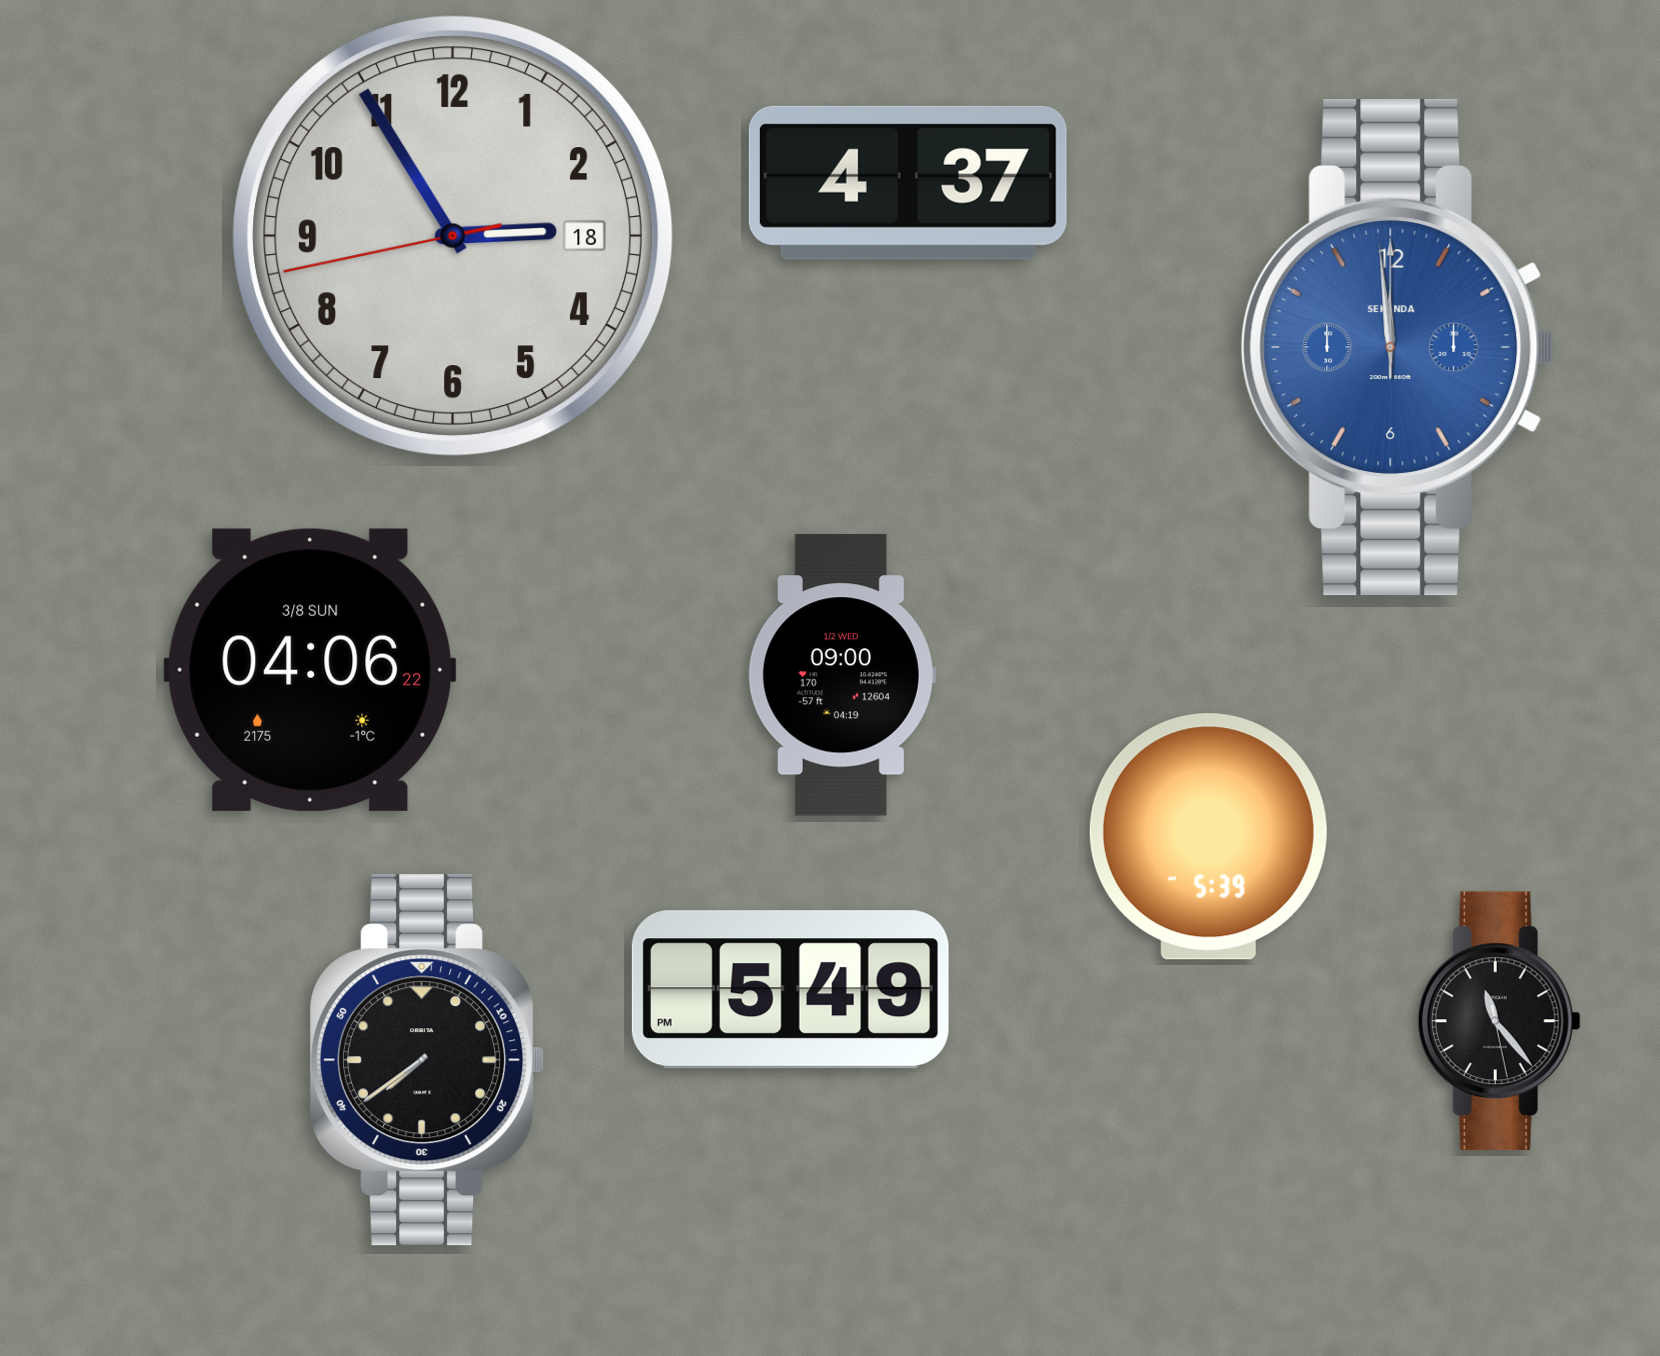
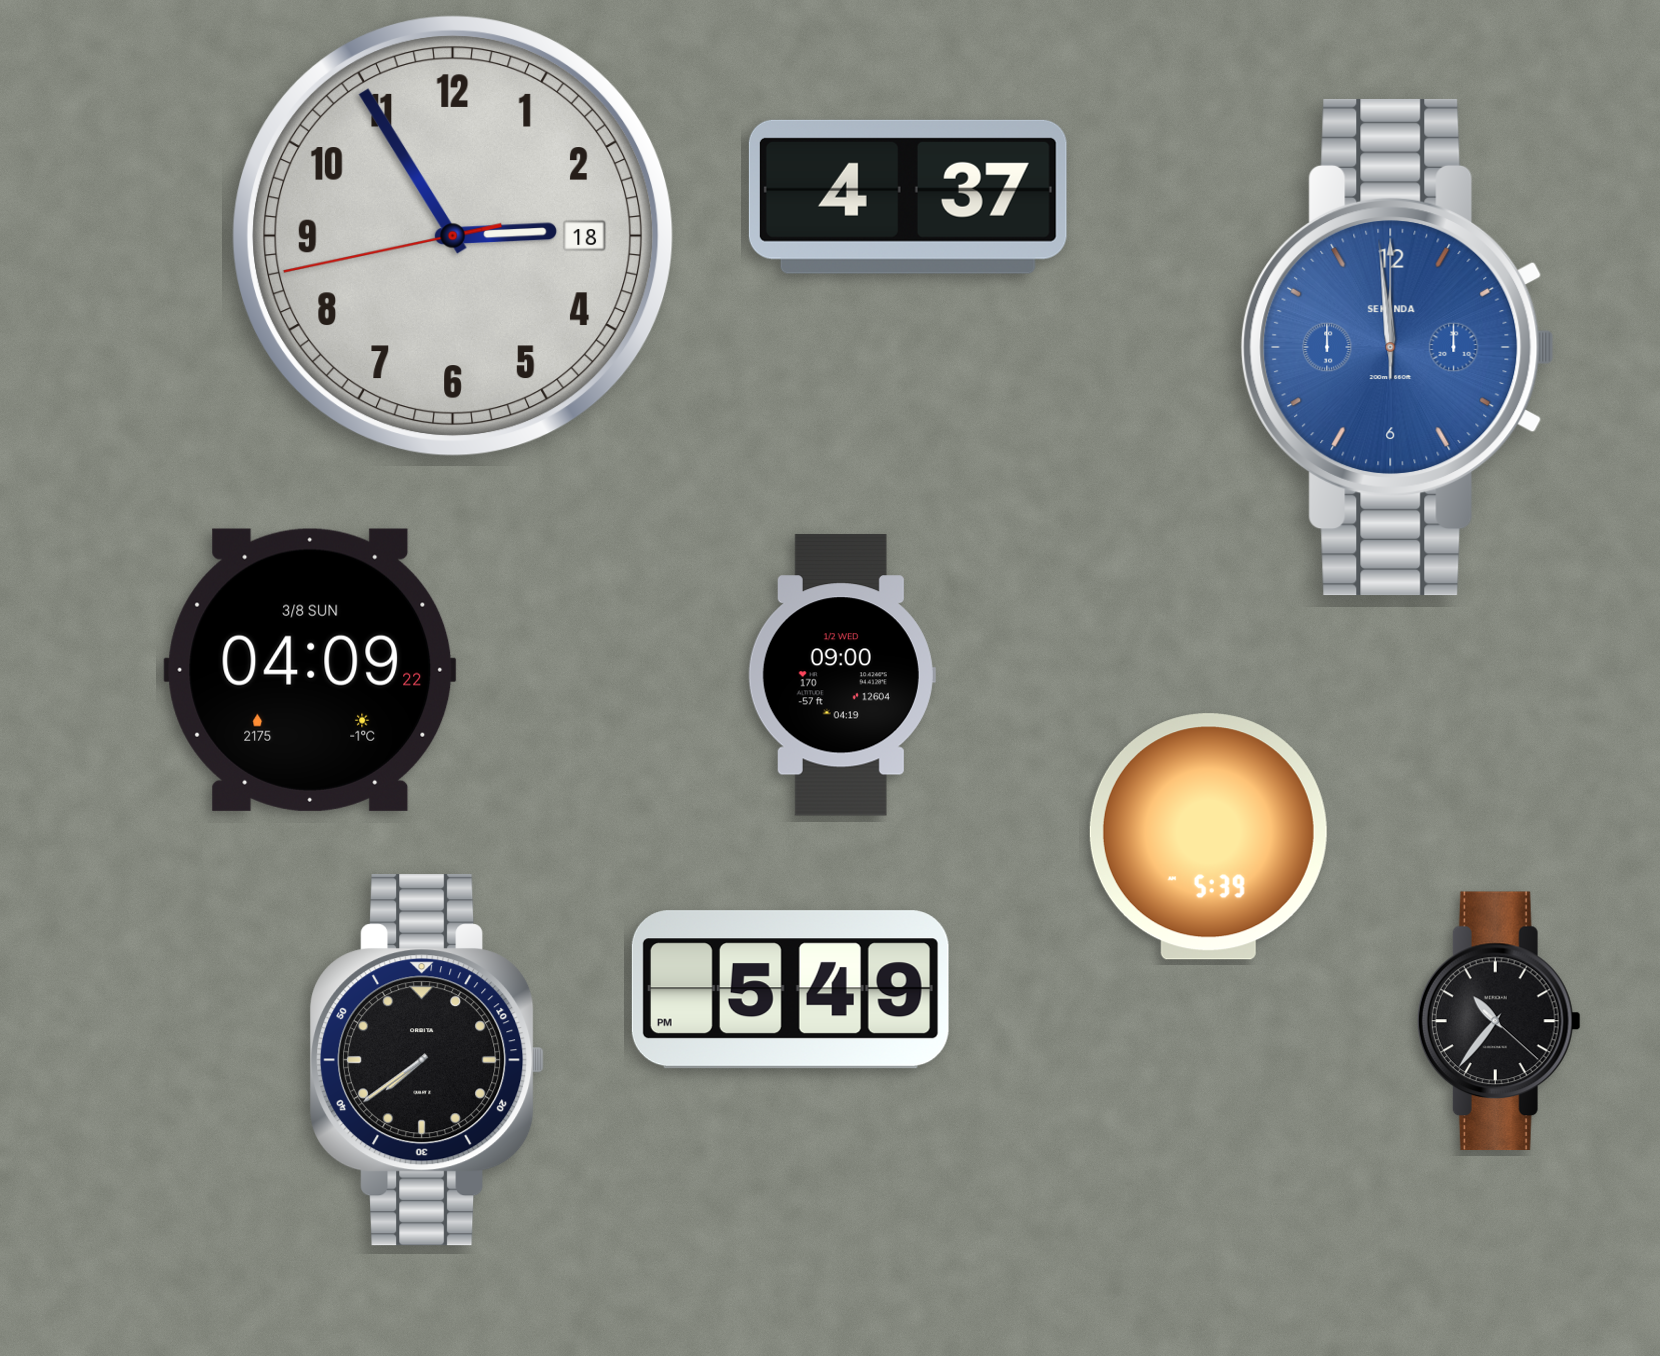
clock at (908, 183) position: (908, 183) -> (908, 197)
clock at (310, 670): 04:06 -> 04:09
clock at (1499, 1021): 11:23 -> 10:36
